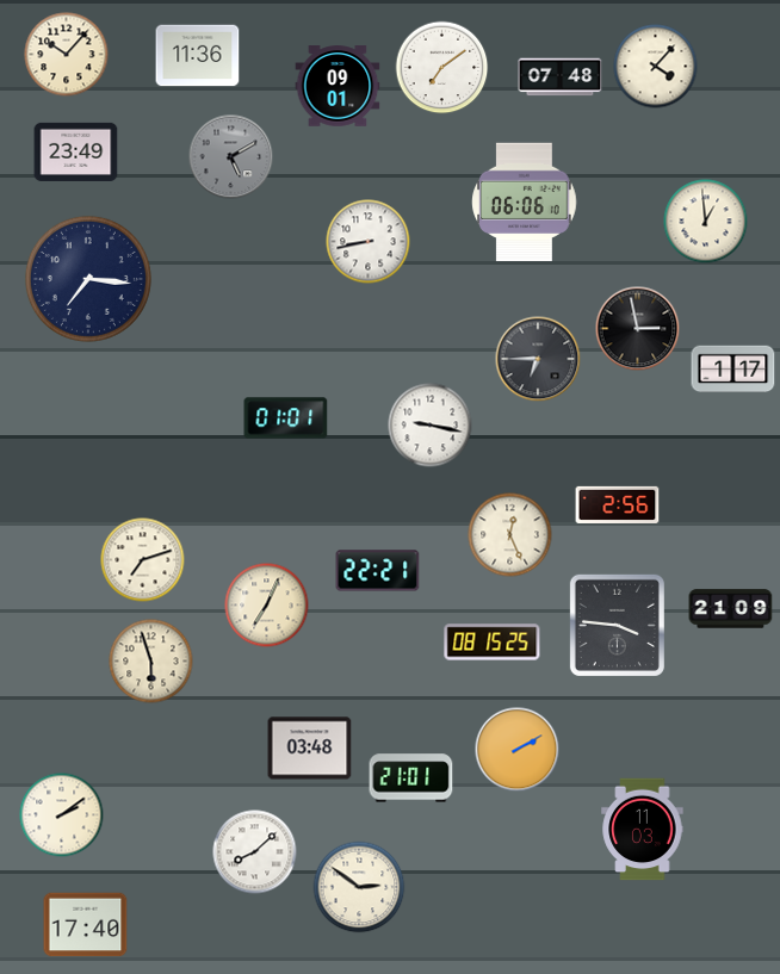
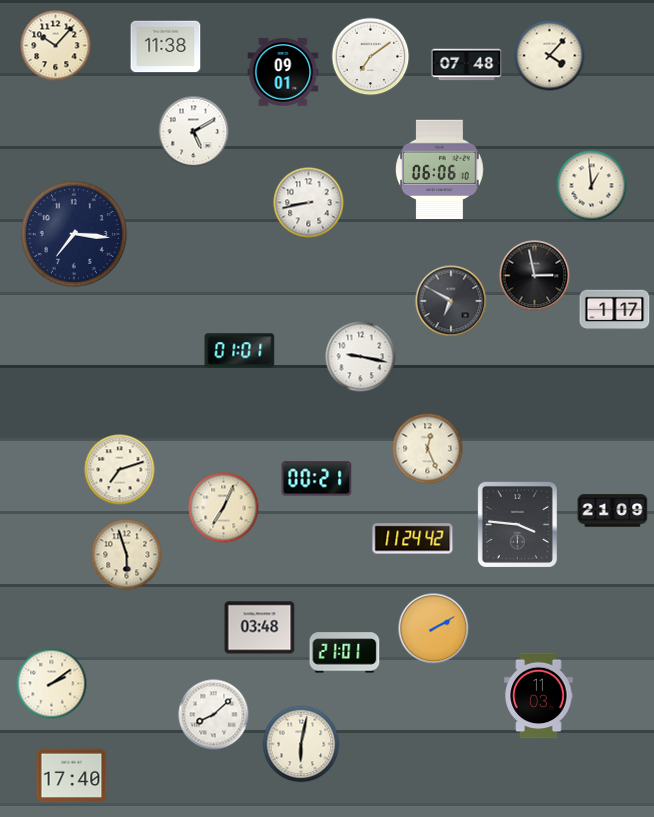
clock at (198, 56): 11:36 -> 11:38
clock at (561, 77) position: (561, 77) -> (467, 65)
clock at (76, 151): 23:49 -> none
clock at (231, 157) dial: grey -> white
clock at (538, 359): 6:45 -> 6:50
clock at (618, 504): 2:56 -> none
clock at (378, 571): 22:21 -> 00:21
clock at (493, 643): 08:15 -> 11:24
clock at (359, 887): 2:51 -> 6:02
